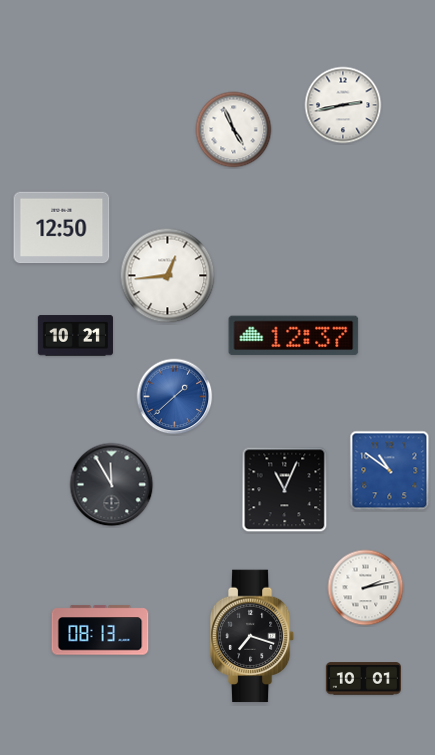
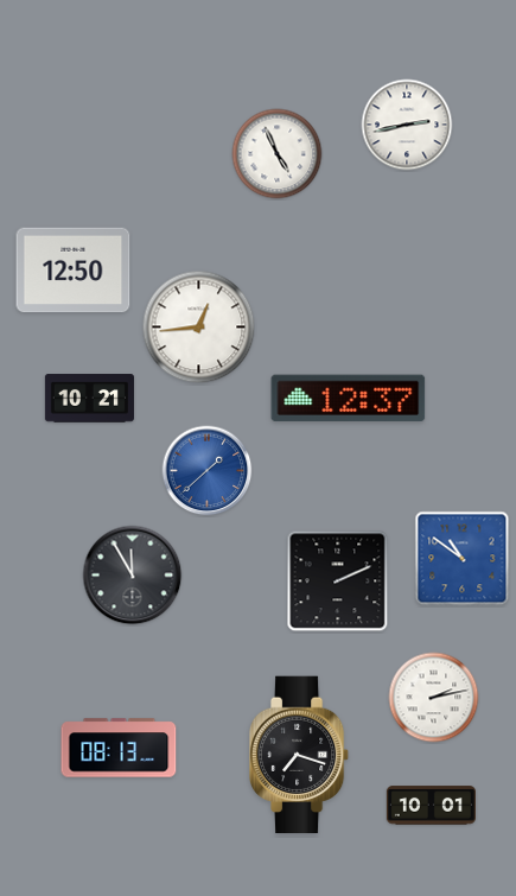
clock at (285, 490): 11:04 -> 2:11
